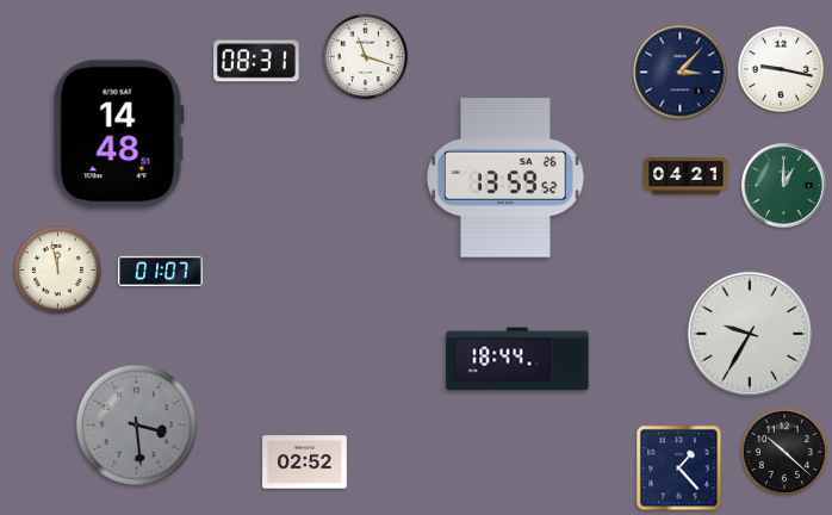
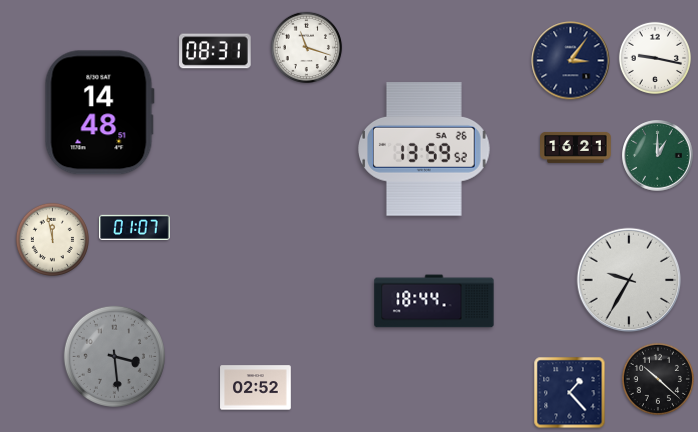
clock at (681, 73): 3:07 -> 3:06
clock at (687, 175): 04:21 -> 16:21
clock at (57, 269) position: (57, 269) -> (52, 239)
